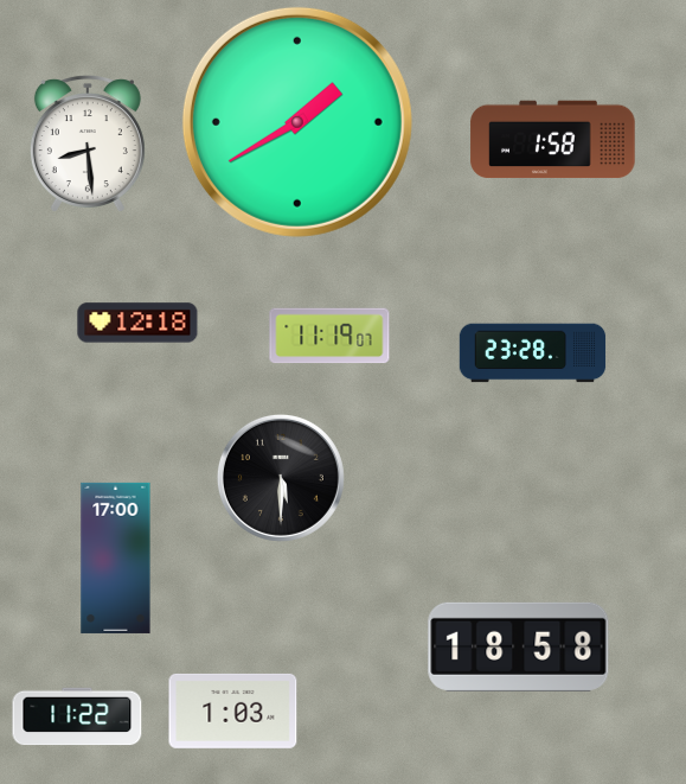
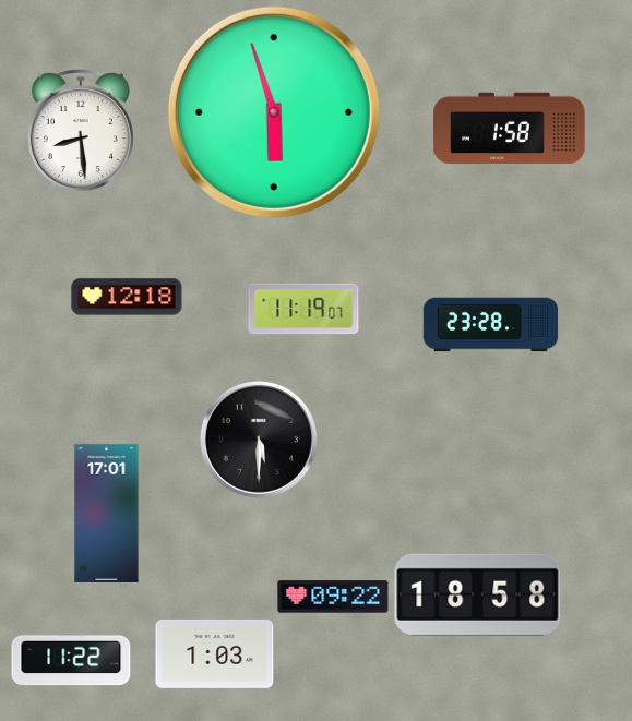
clock at (297, 122): 1:40 -> 5:57
clock at (116, 557): 17:00 -> 17:01
clock at (333, 597): none -> 09:22
